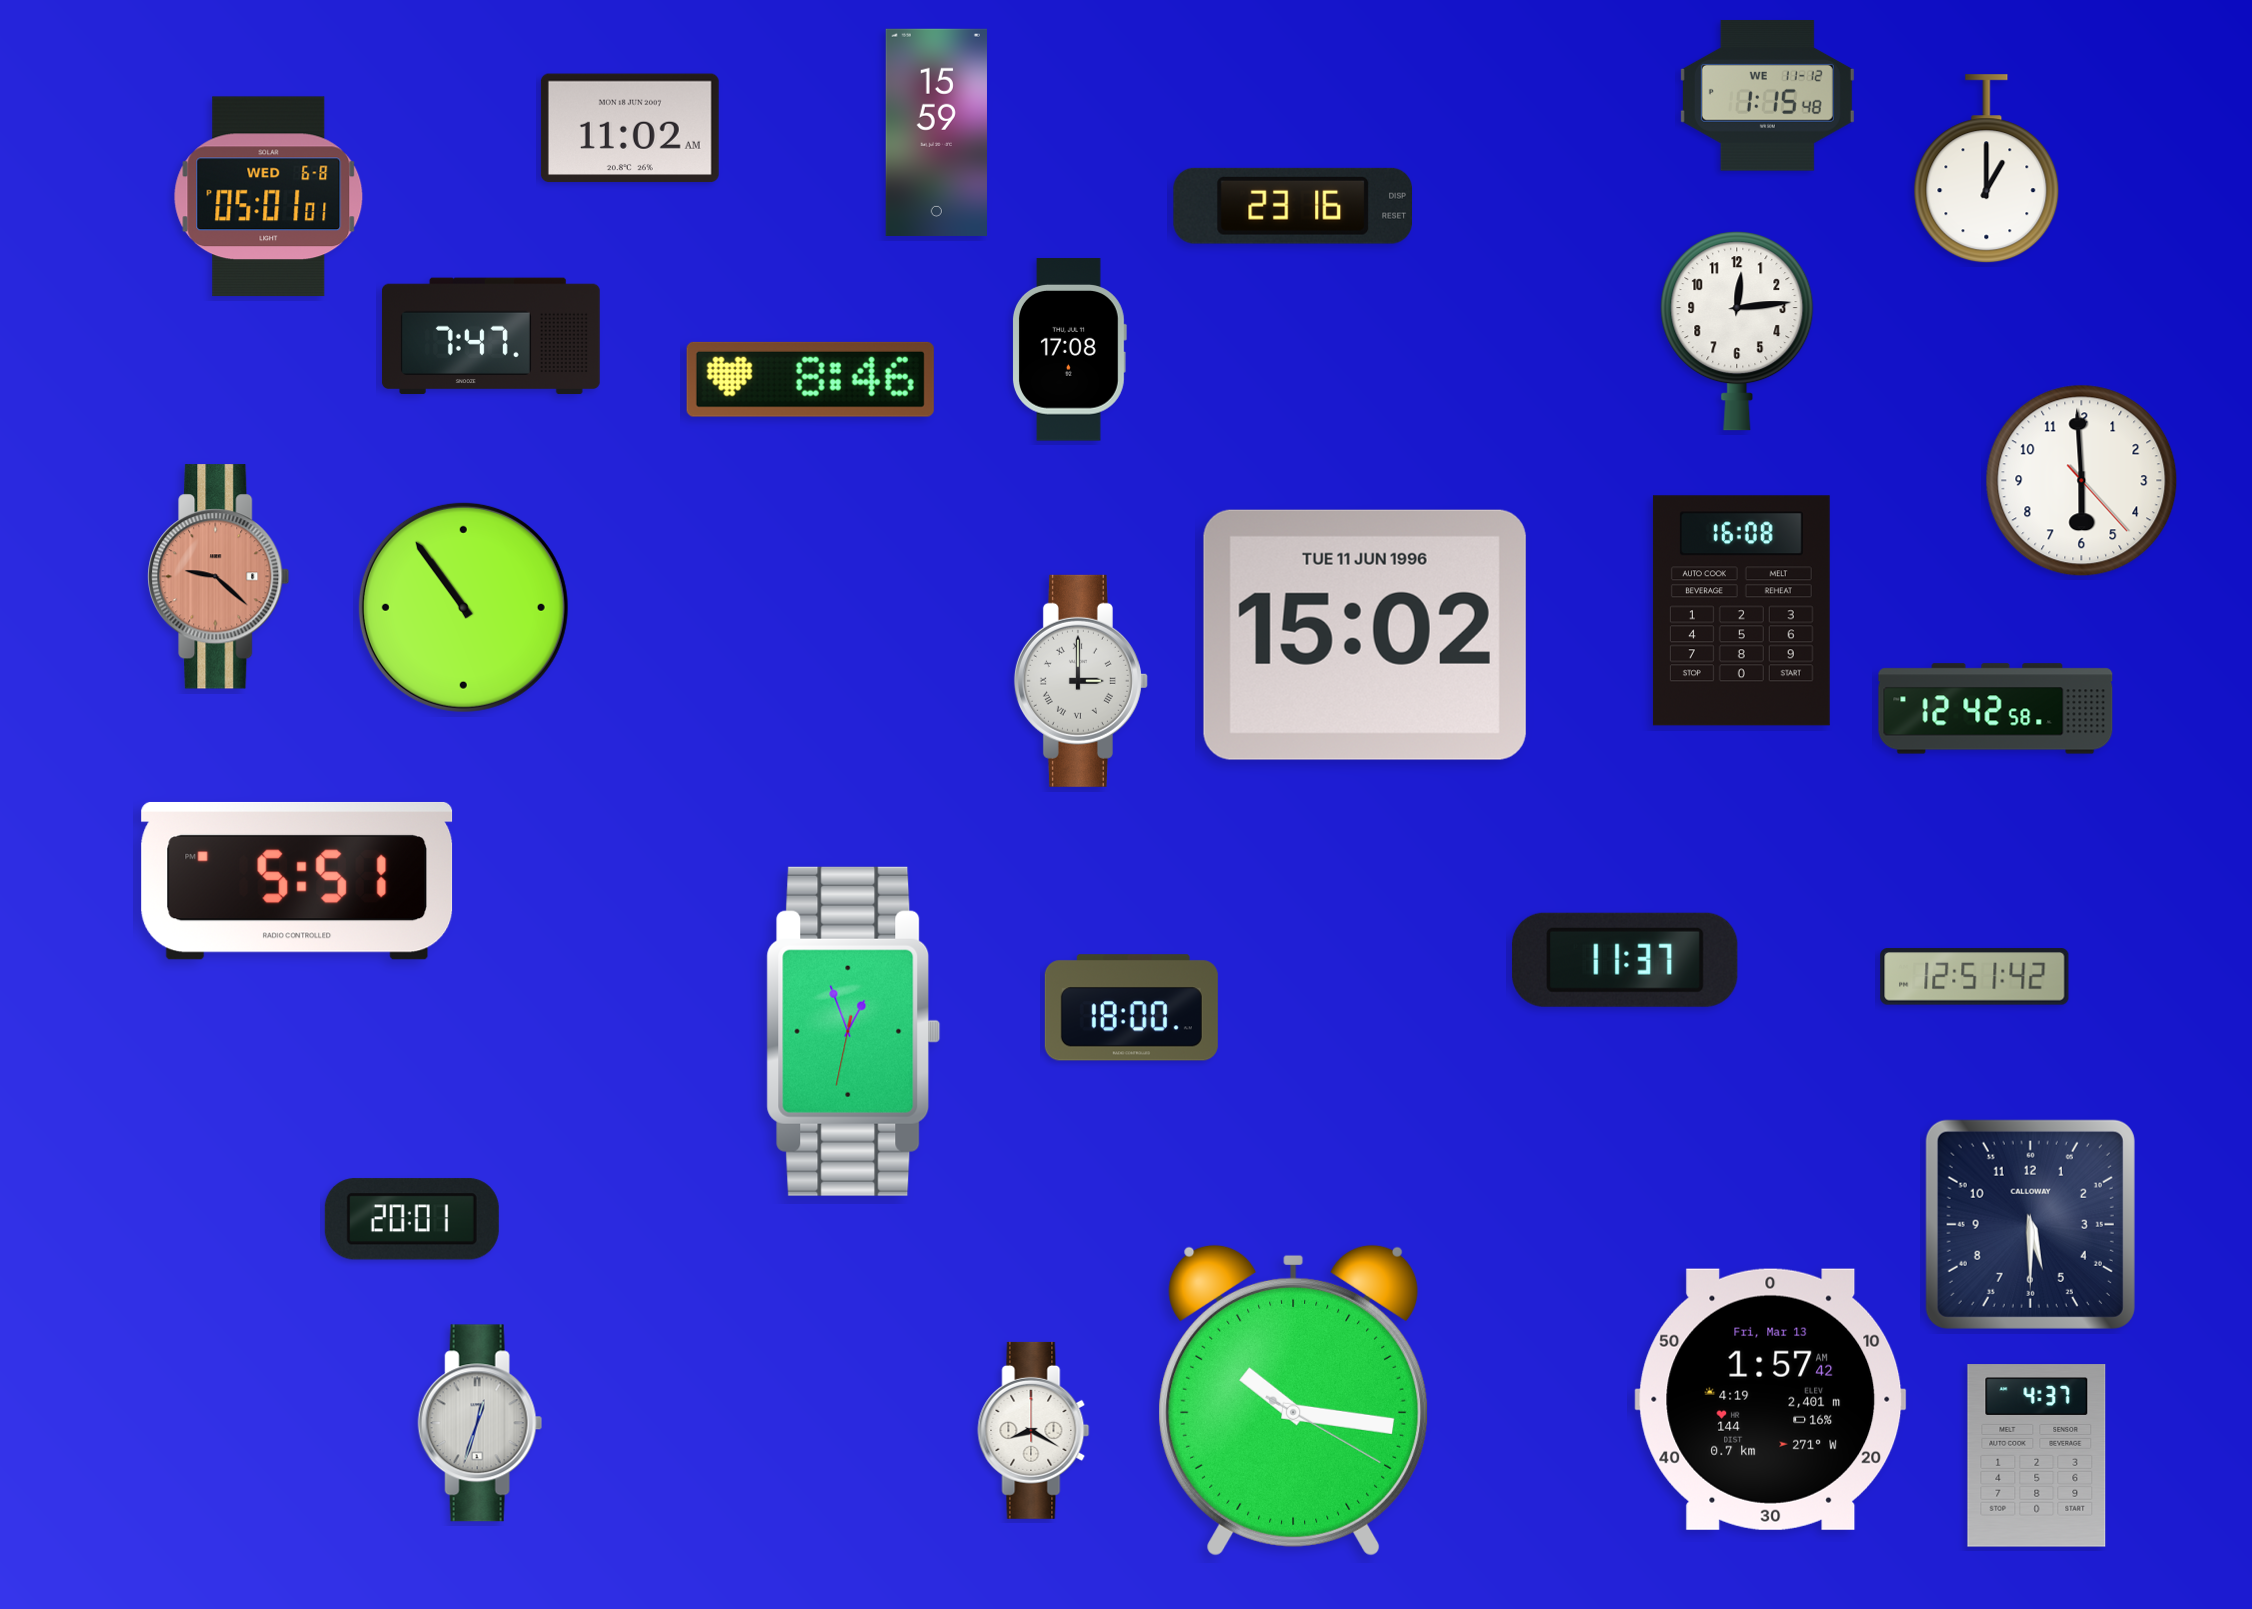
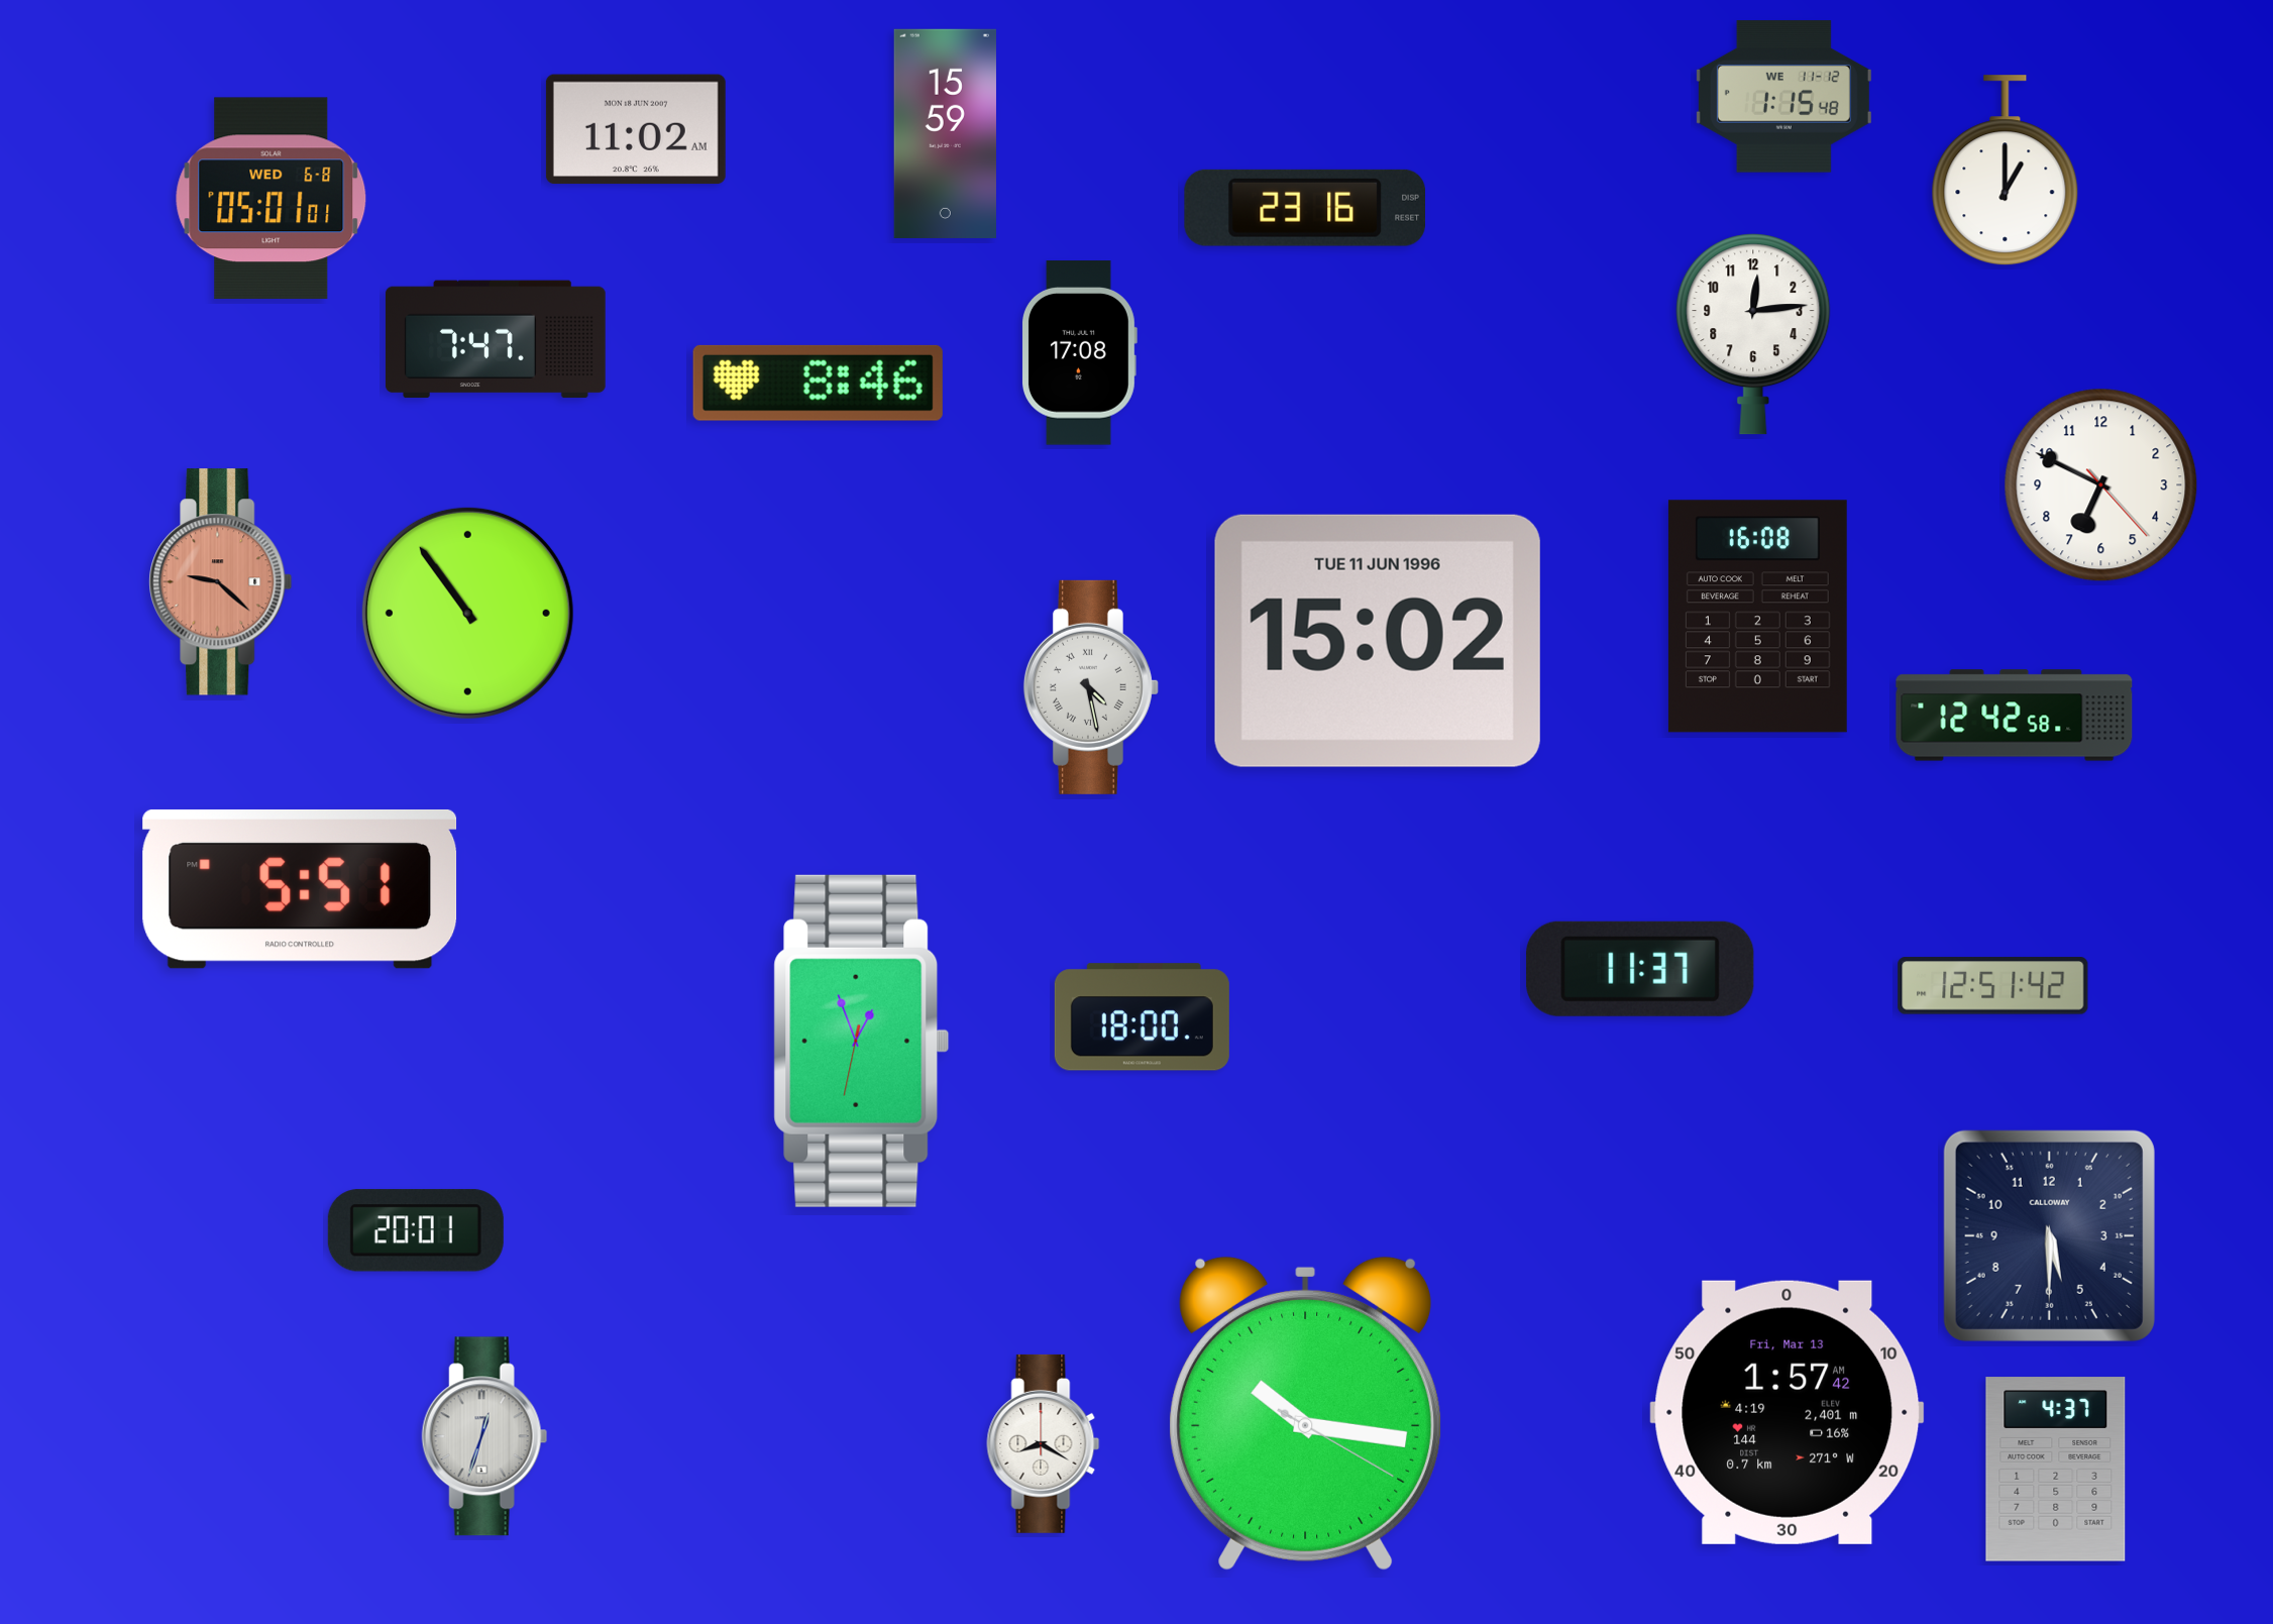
clock at (2082, 481): 5:59 -> 6:49
clock at (1081, 681): 3:00 -> 4:28
